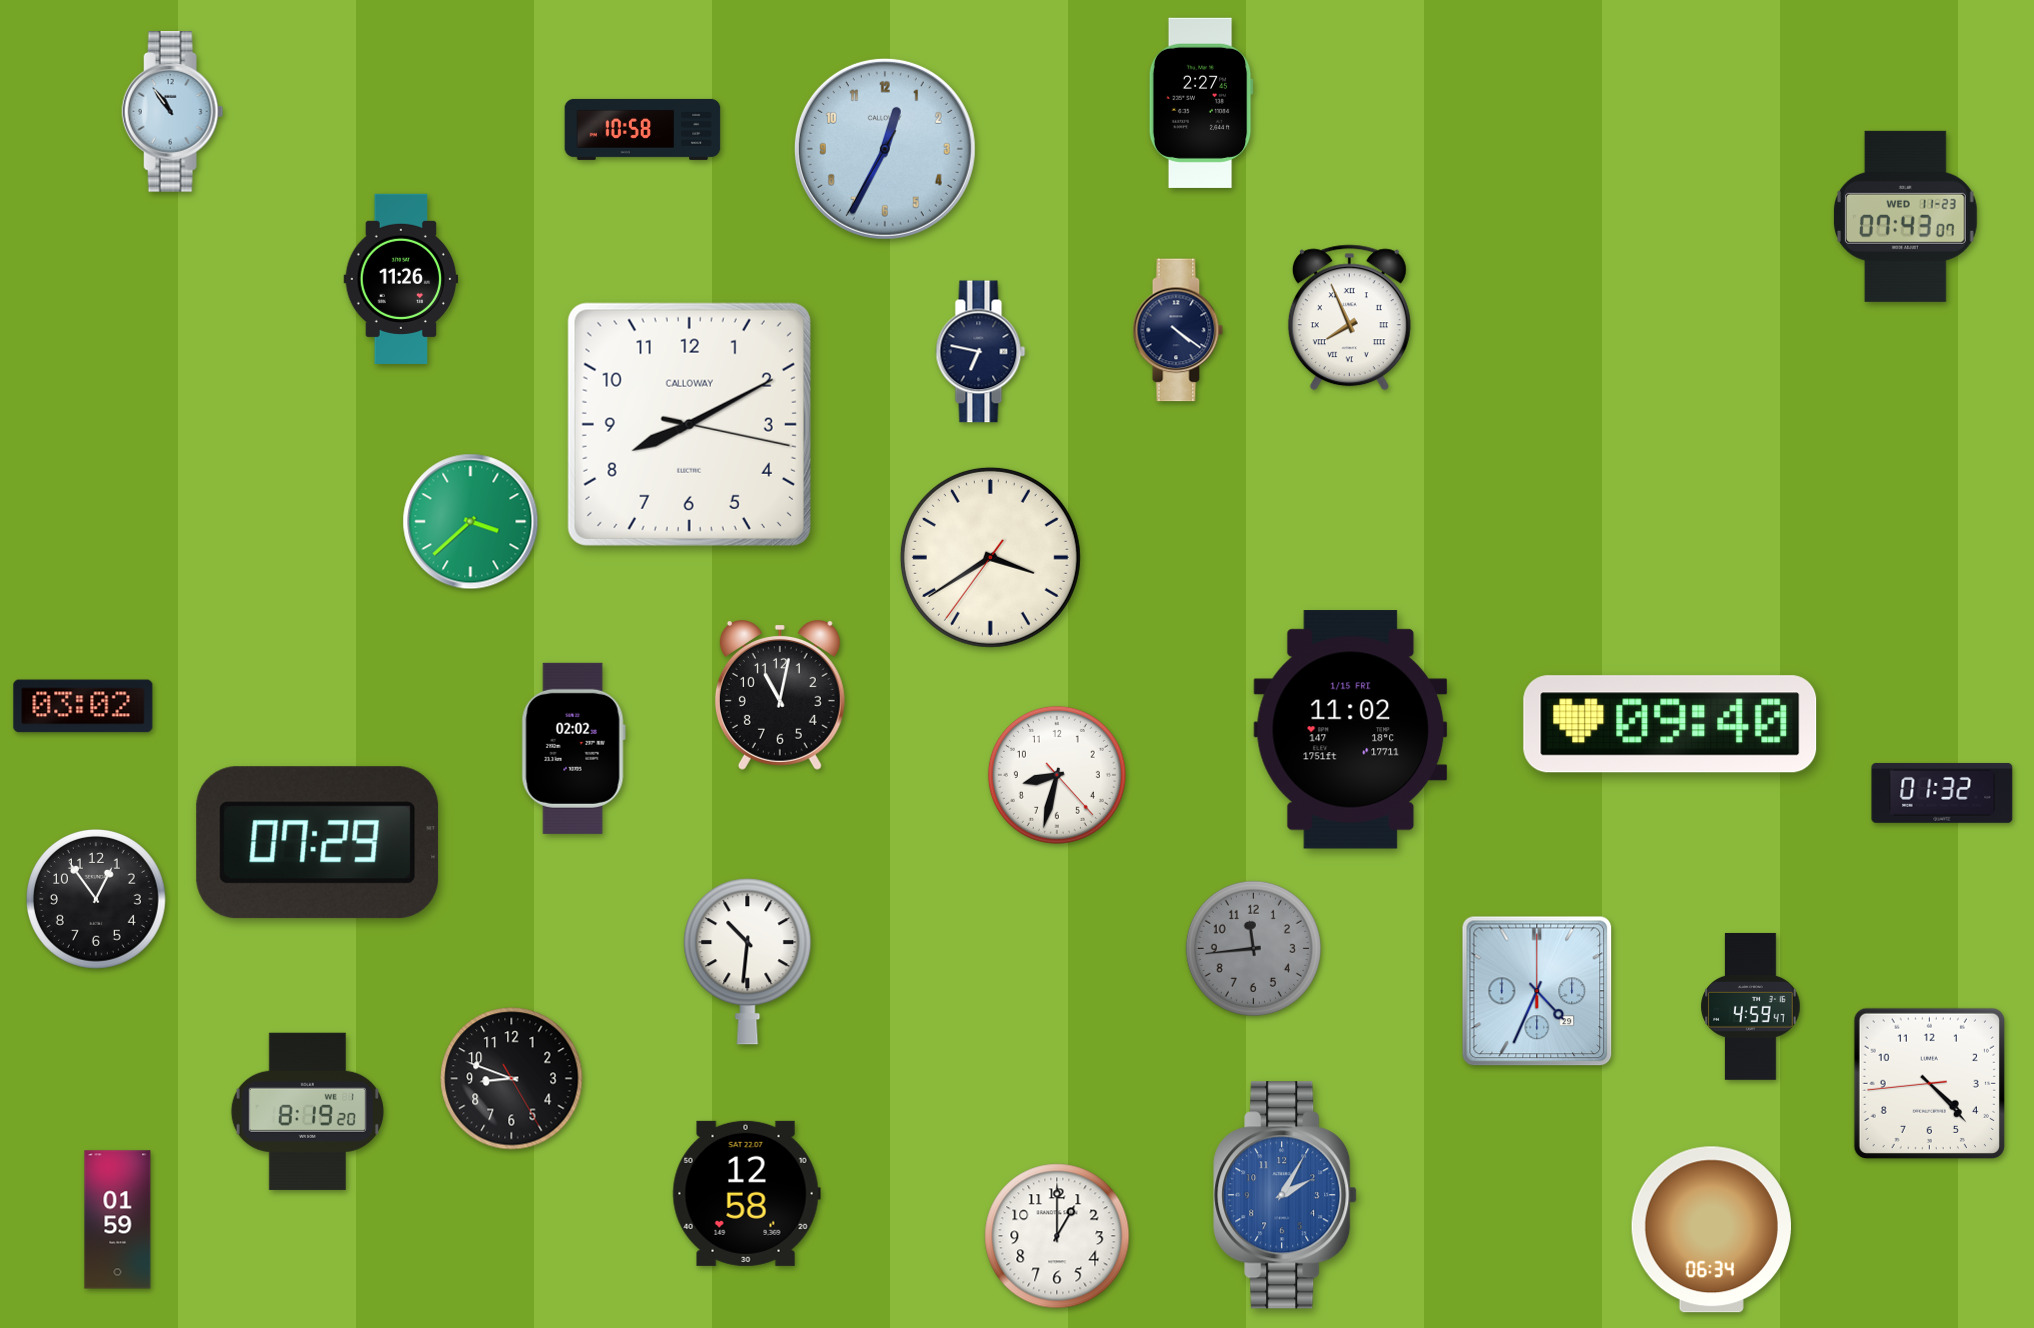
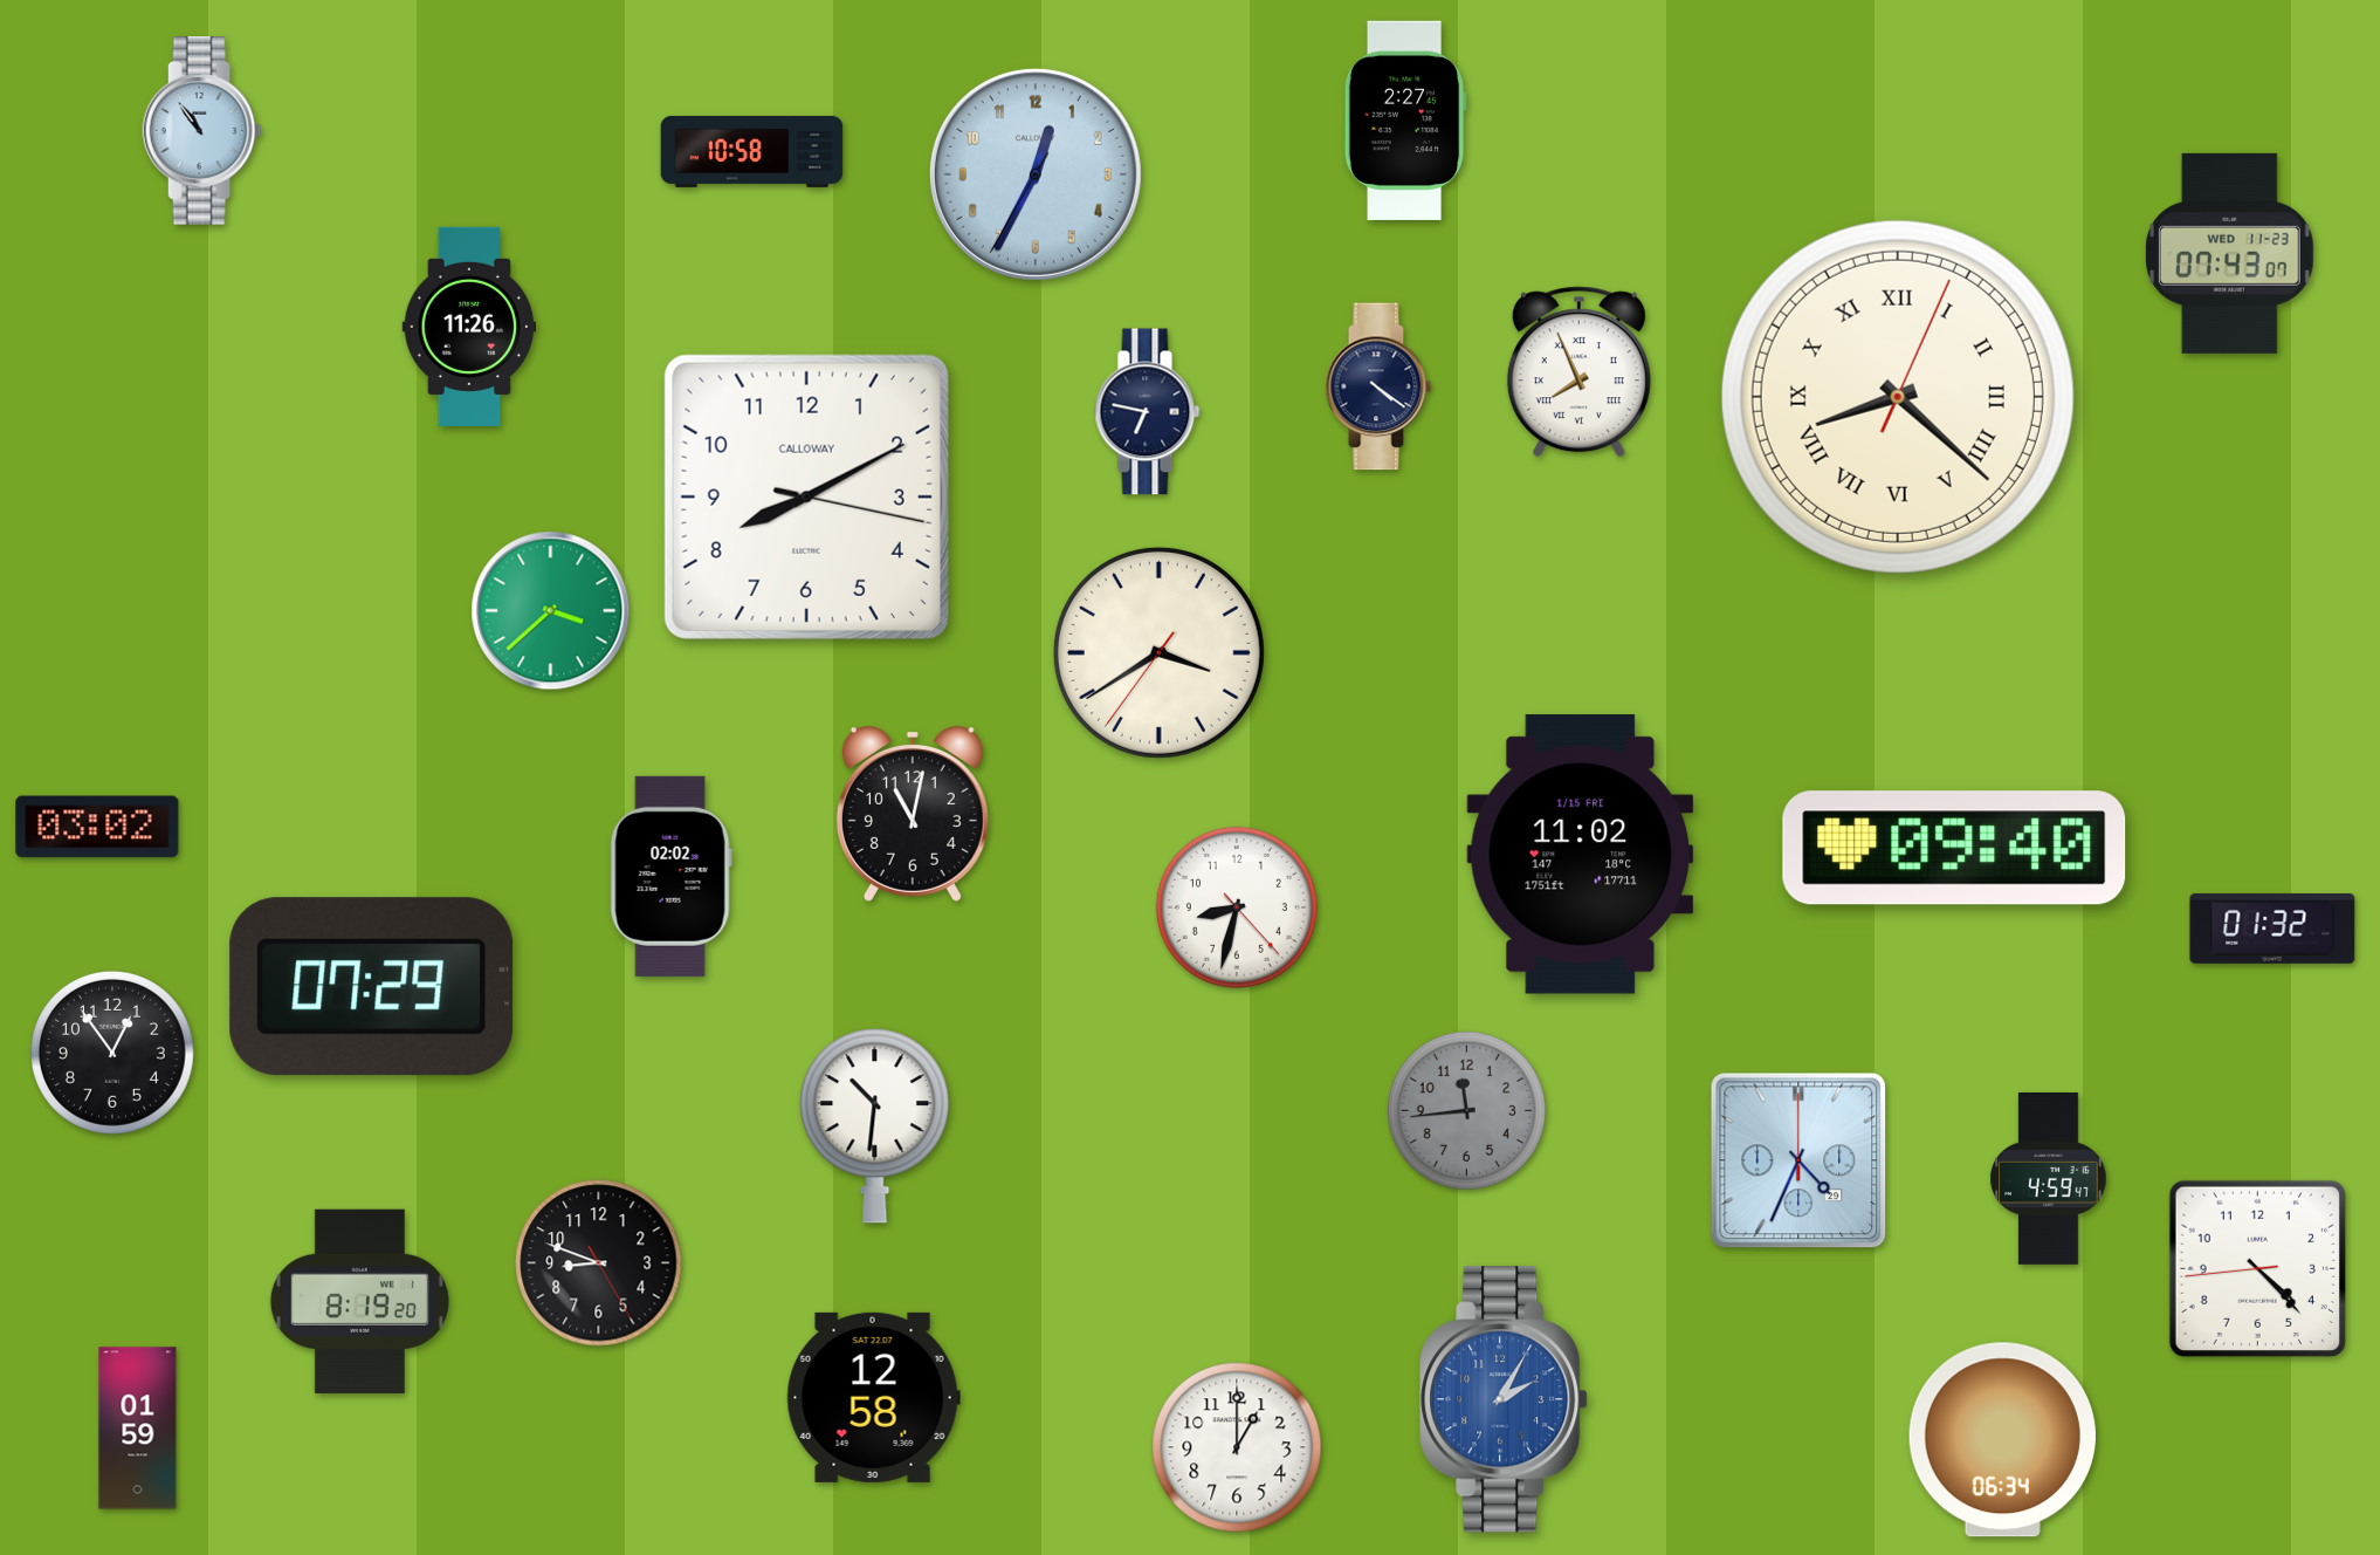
clock at (1898, 397): none -> 8:22
